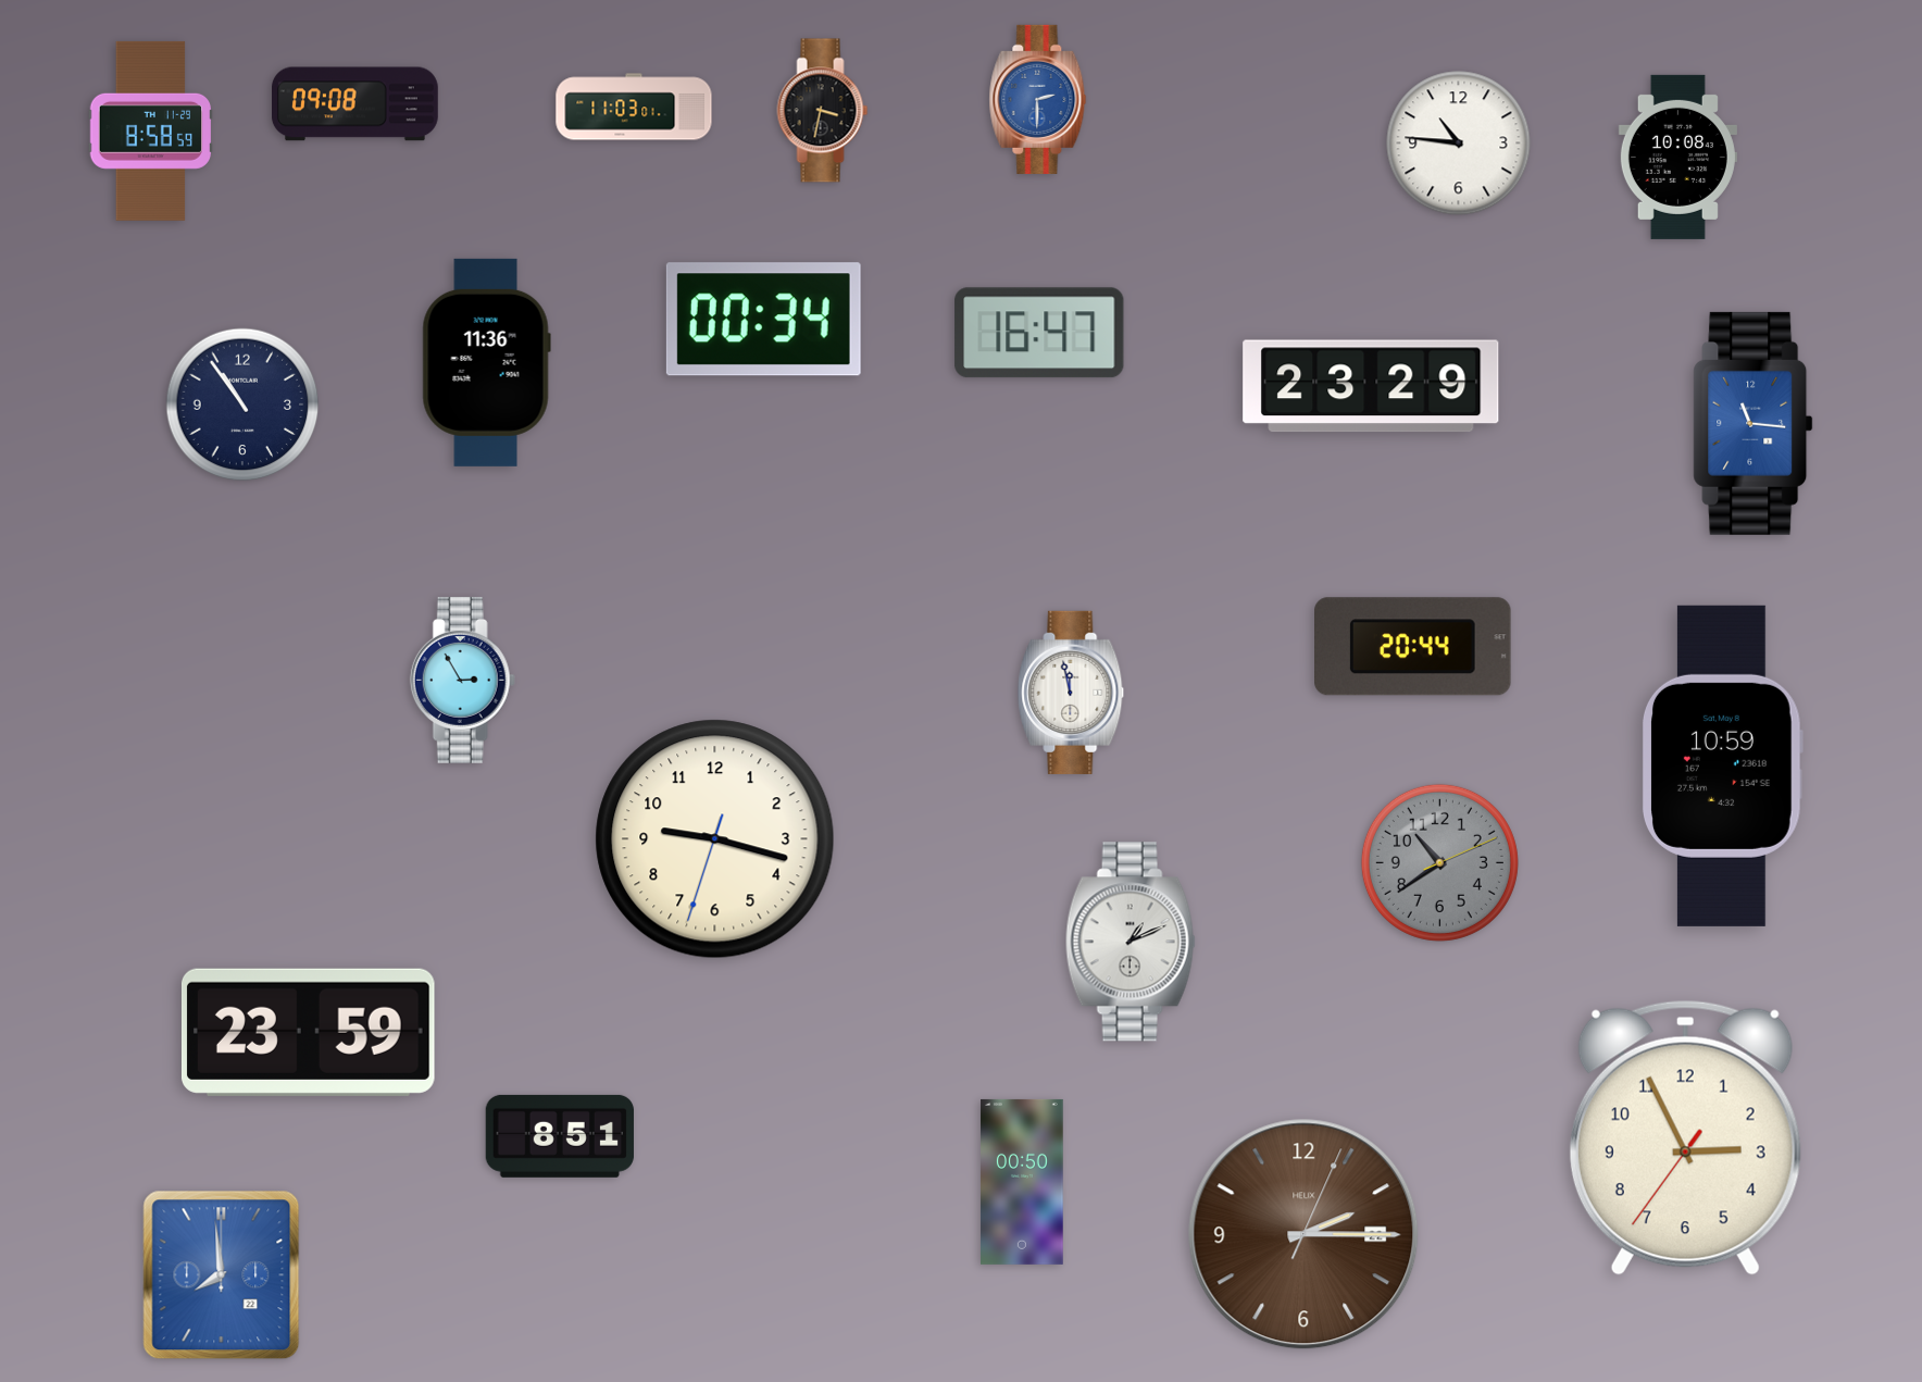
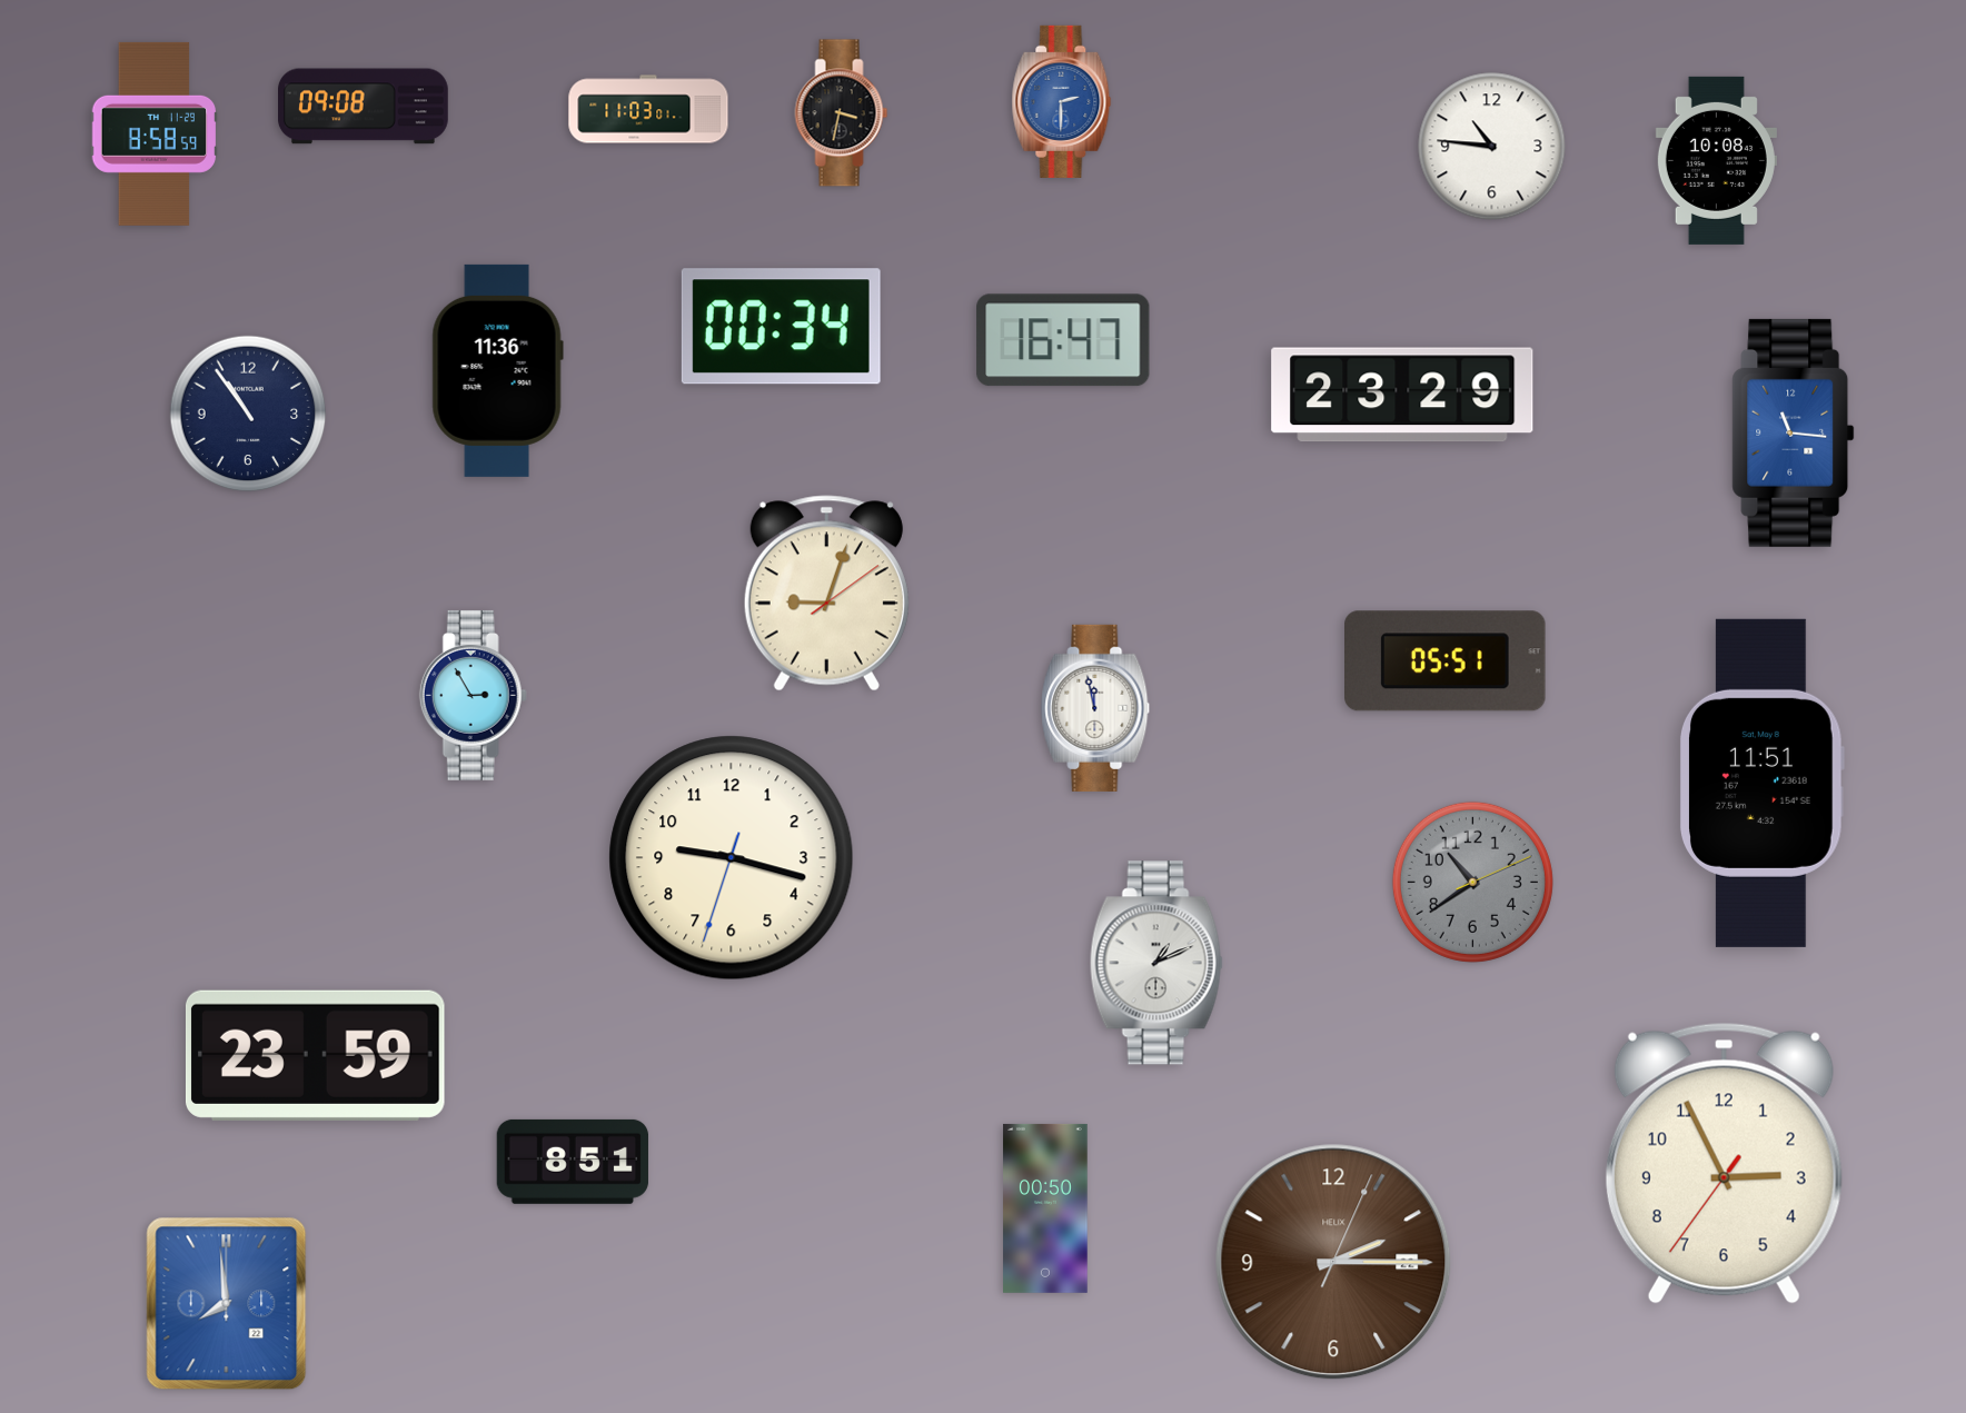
clock at (826, 594): none -> 9:03
clock at (1413, 647): 20:44 -> 05:51
clock at (1723, 765): 10:59 -> 11:51
